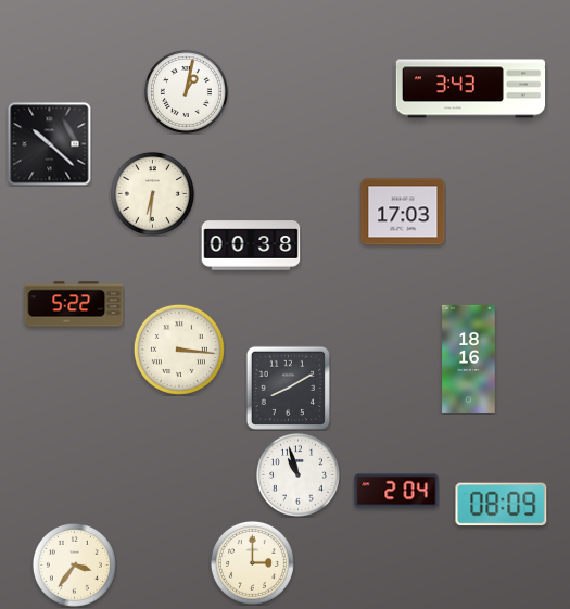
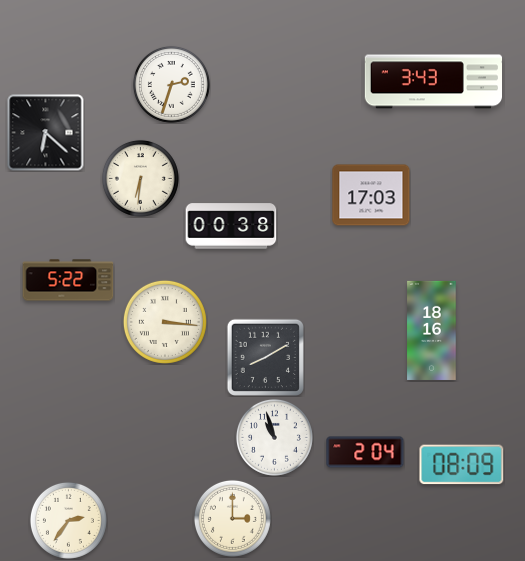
clock at (186, 91): 1:02 -> 2:33
clock at (50, 144): 10:22 -> 6:22
clock at (74, 564): 3:36 -> 2:36
